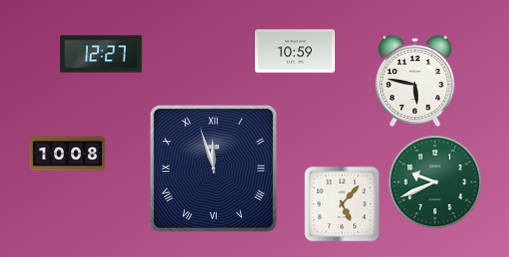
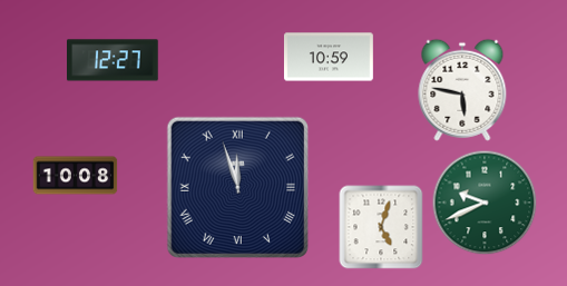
clock at (68, 154) position: (68, 154) -> (76, 176)
clock at (342, 204): 5:07 -> 5:03
